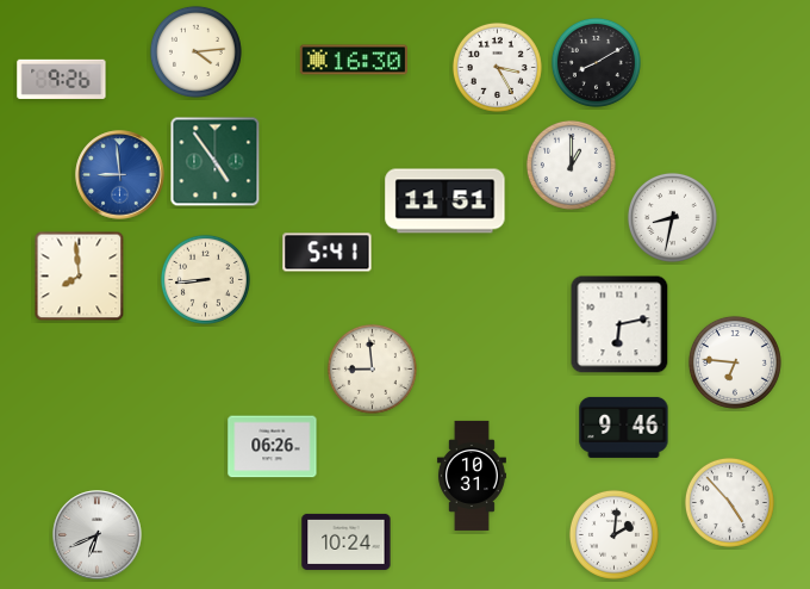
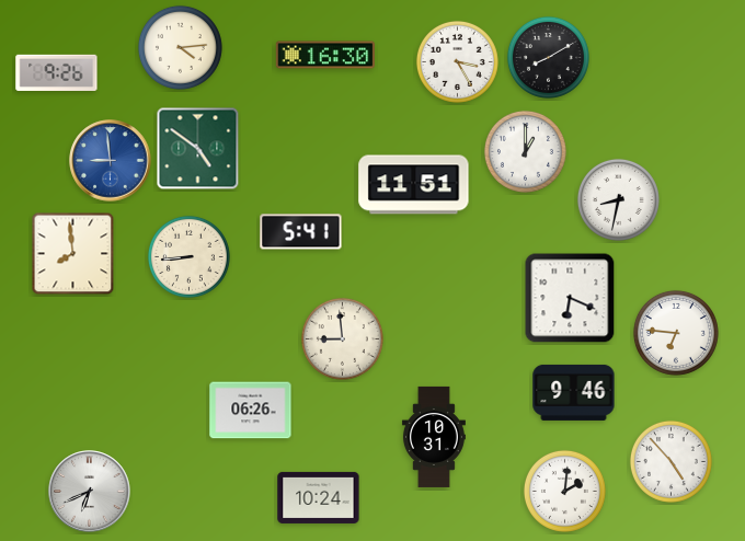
clock at (216, 162): 4:54 -> 4:51
clock at (445, 201) position: (445, 201) -> (414, 185)
clock at (619, 324): 6:13 -> 6:19
